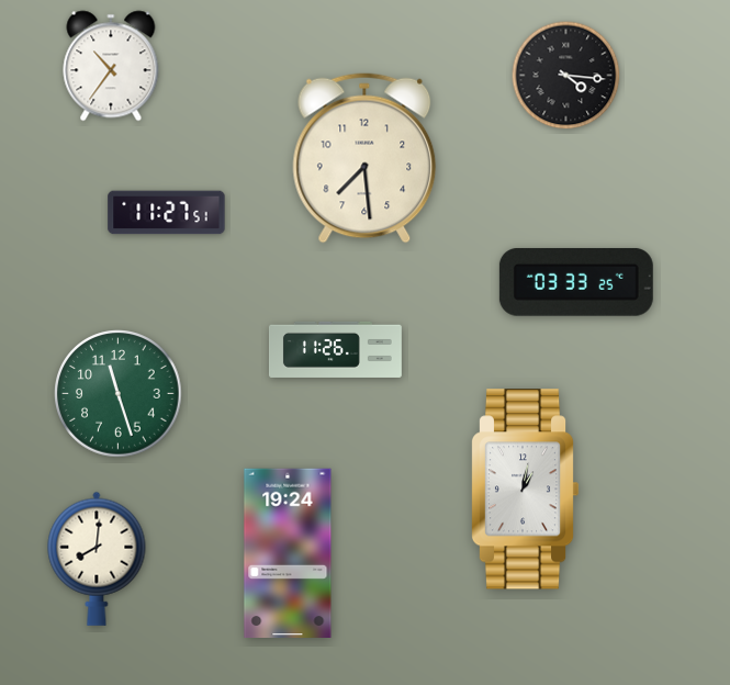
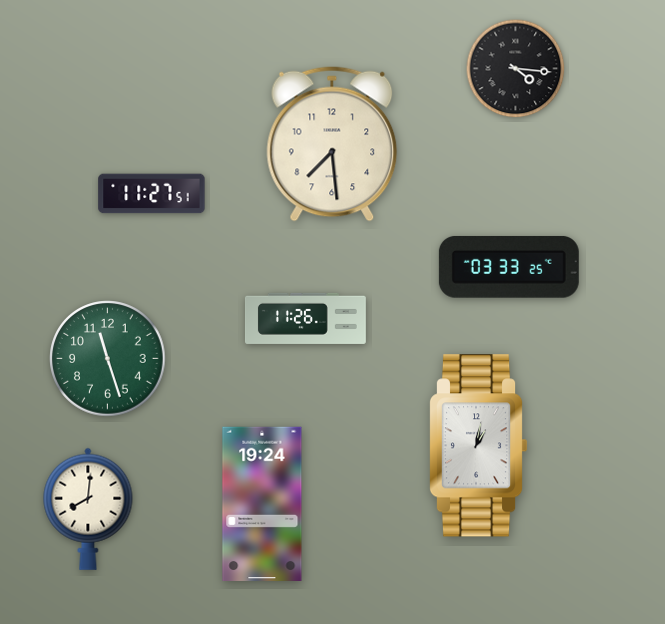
clock at (111, 66): 10:36 -> none
clock at (576, 282) position: (576, 282) -> (509, 267)
